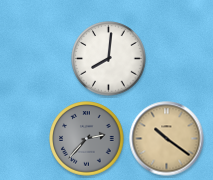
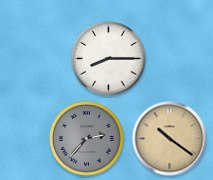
clock at (109, 59): 8:01 -> 8:15
clock at (167, 139) position: (167, 139) -> (170, 139)
